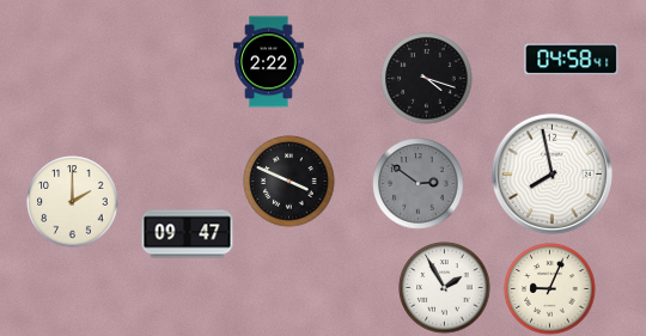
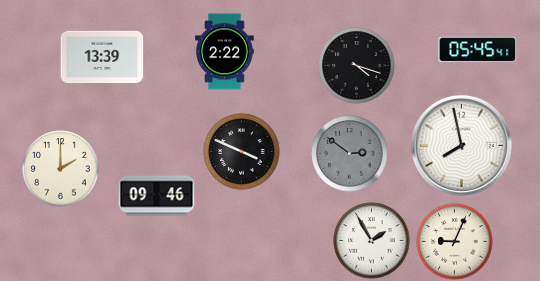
clock at (572, 60): 04:58 -> 05:45
clock at (102, 56): none -> 13:39
clock at (188, 234): 09:47 -> 09:46
clock at (550, 289) position: (550, 289) -> (455, 242)
